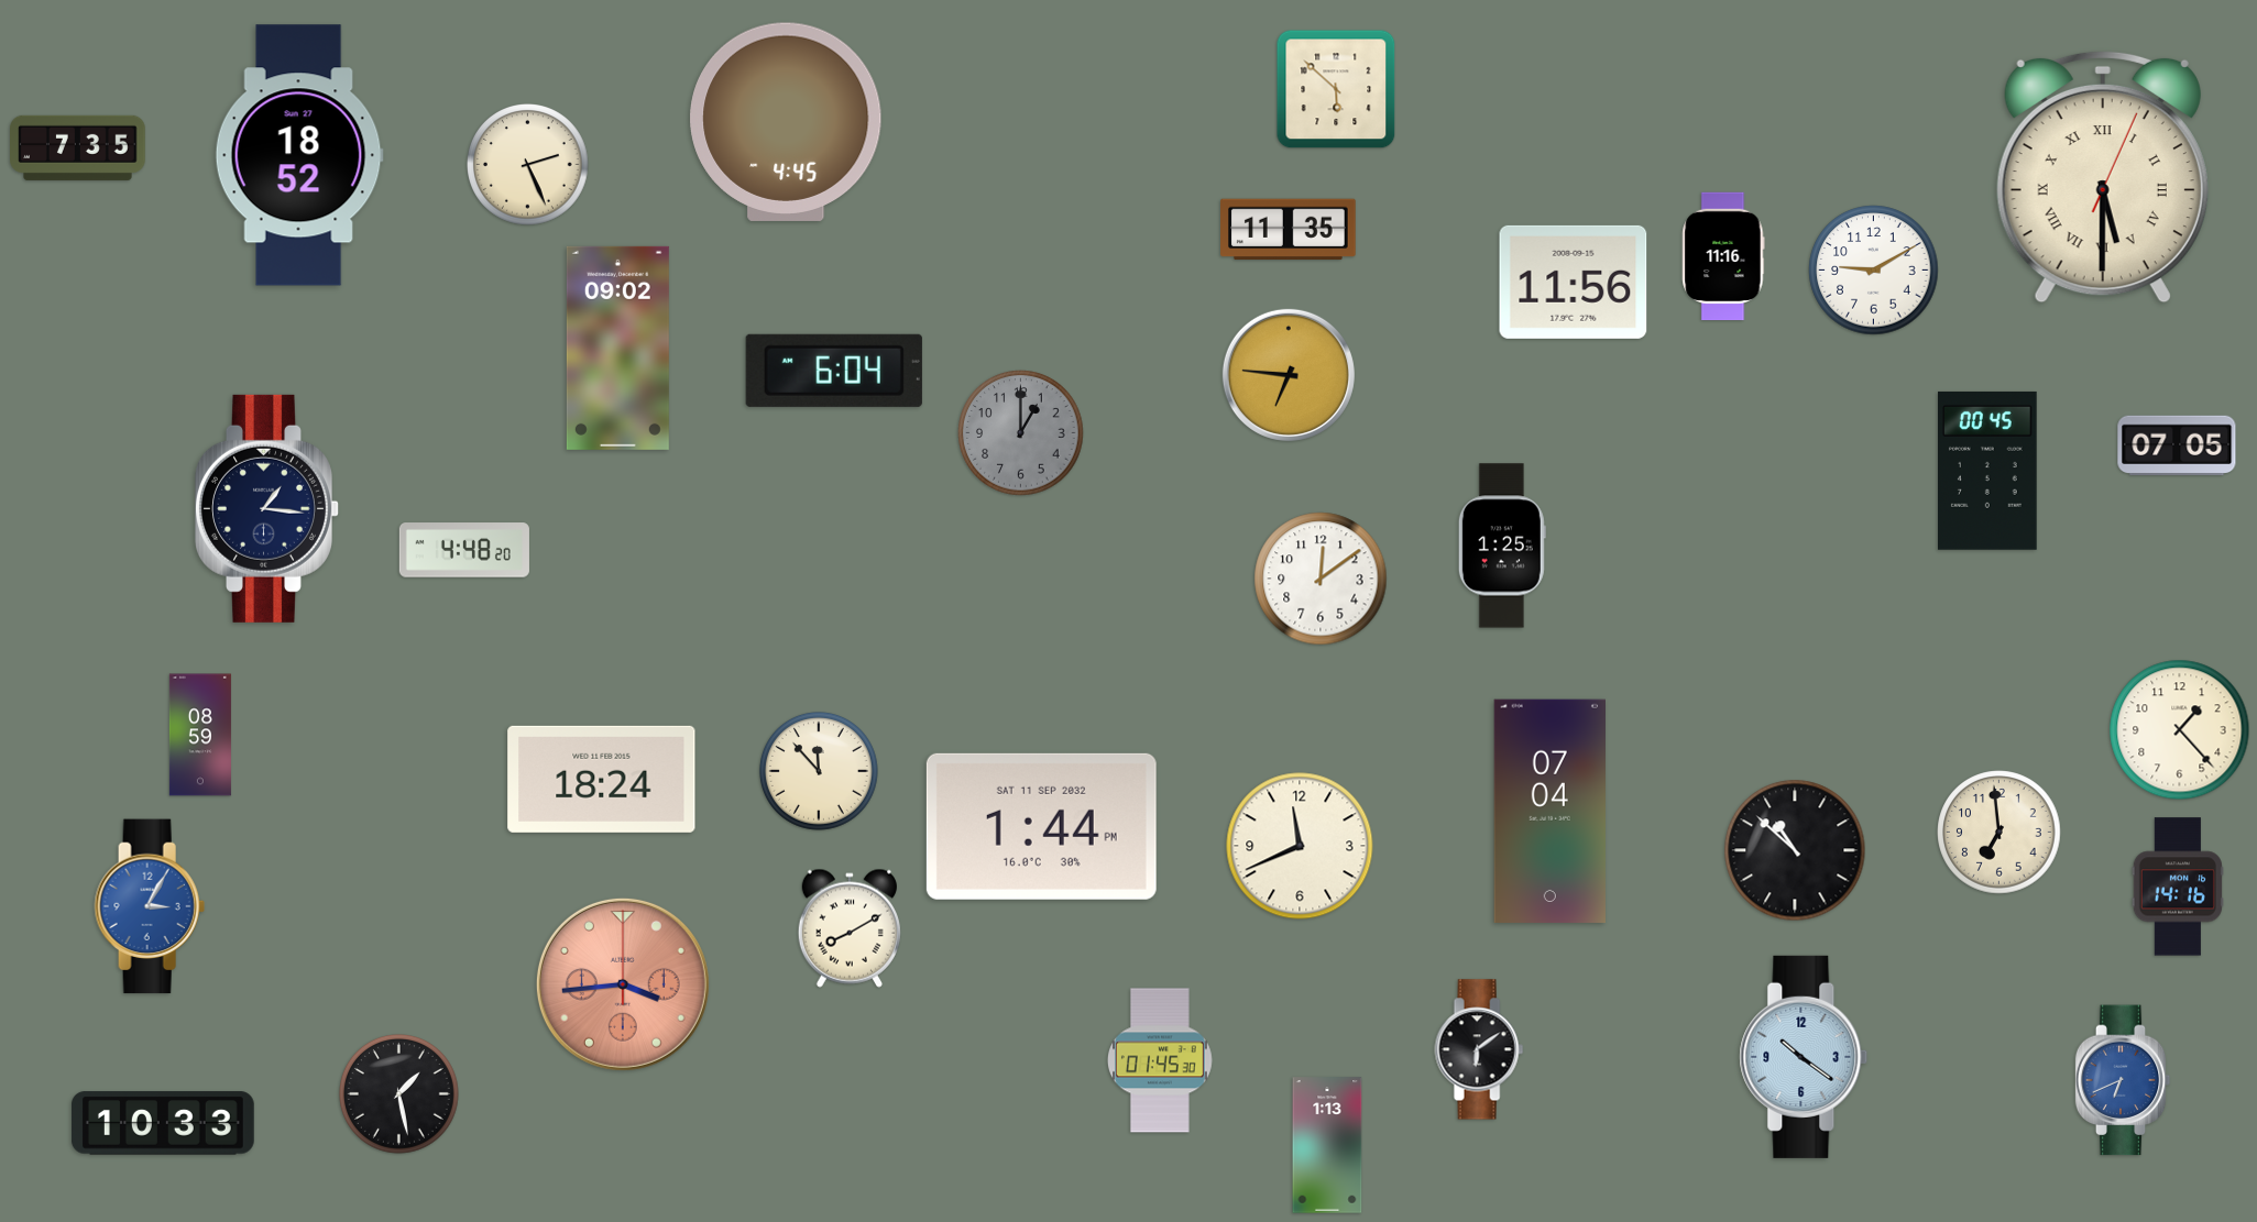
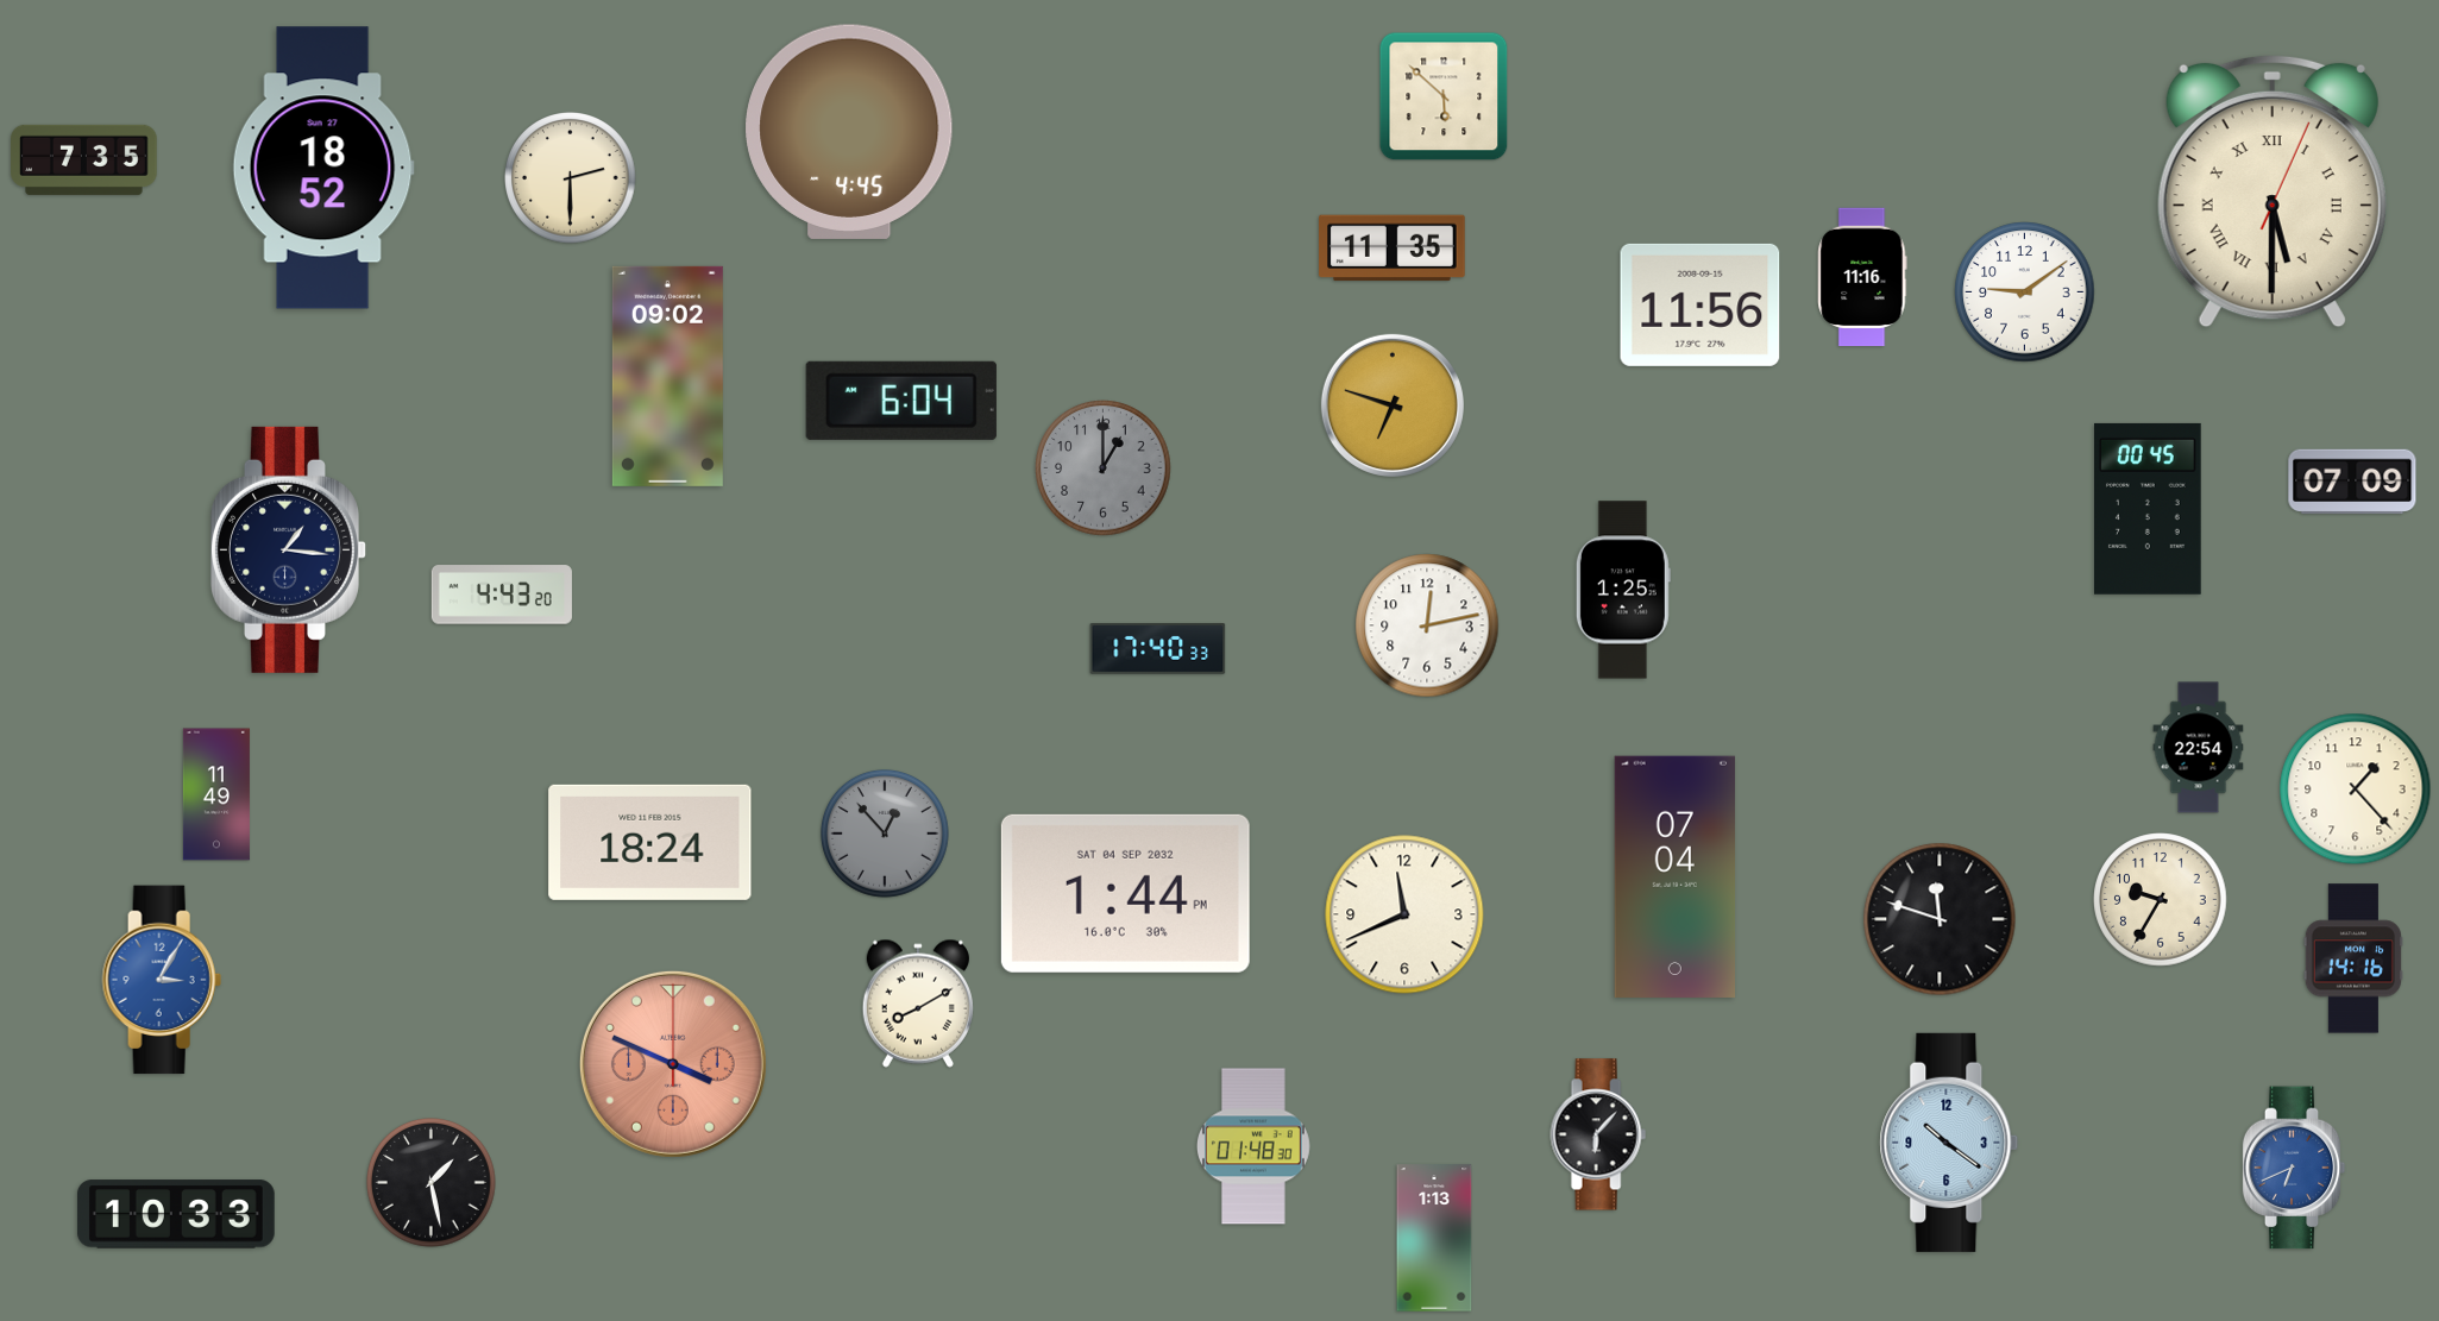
clock at (528, 165): 2:26 -> 2:30
clock at (1874, 271): 9:10 -> 9:09
clock at (1289, 375): 6:46 -> 6:48
clock at (2177, 445): 07:05 -> 07:09
clock at (464, 550): 4:48 -> 4:43
clock at (1321, 579): 12:09 -> 12:13
clock at (1158, 649): none -> 17:40
clock at (2199, 748): none -> 22:54
clock at (200, 735): 08:59 -> 11:49
clock at (819, 771): 11:53 -> 12:53
clock at (819, 771) dial: cream -> grey
clock at (1041, 826) date: SAT 11 SEP 2032 -> SAT 04 SEP 2032
clock at (1999, 833): 6:59 -> 9:35
clock at (1795, 850): 10:52 -> 11:48
clock at (623, 984): 3:44 -> 3:49
clock at (1479, 1049): 6:09 -> 6:07
clock at (1160, 1060): 01:45 -> 01:48
